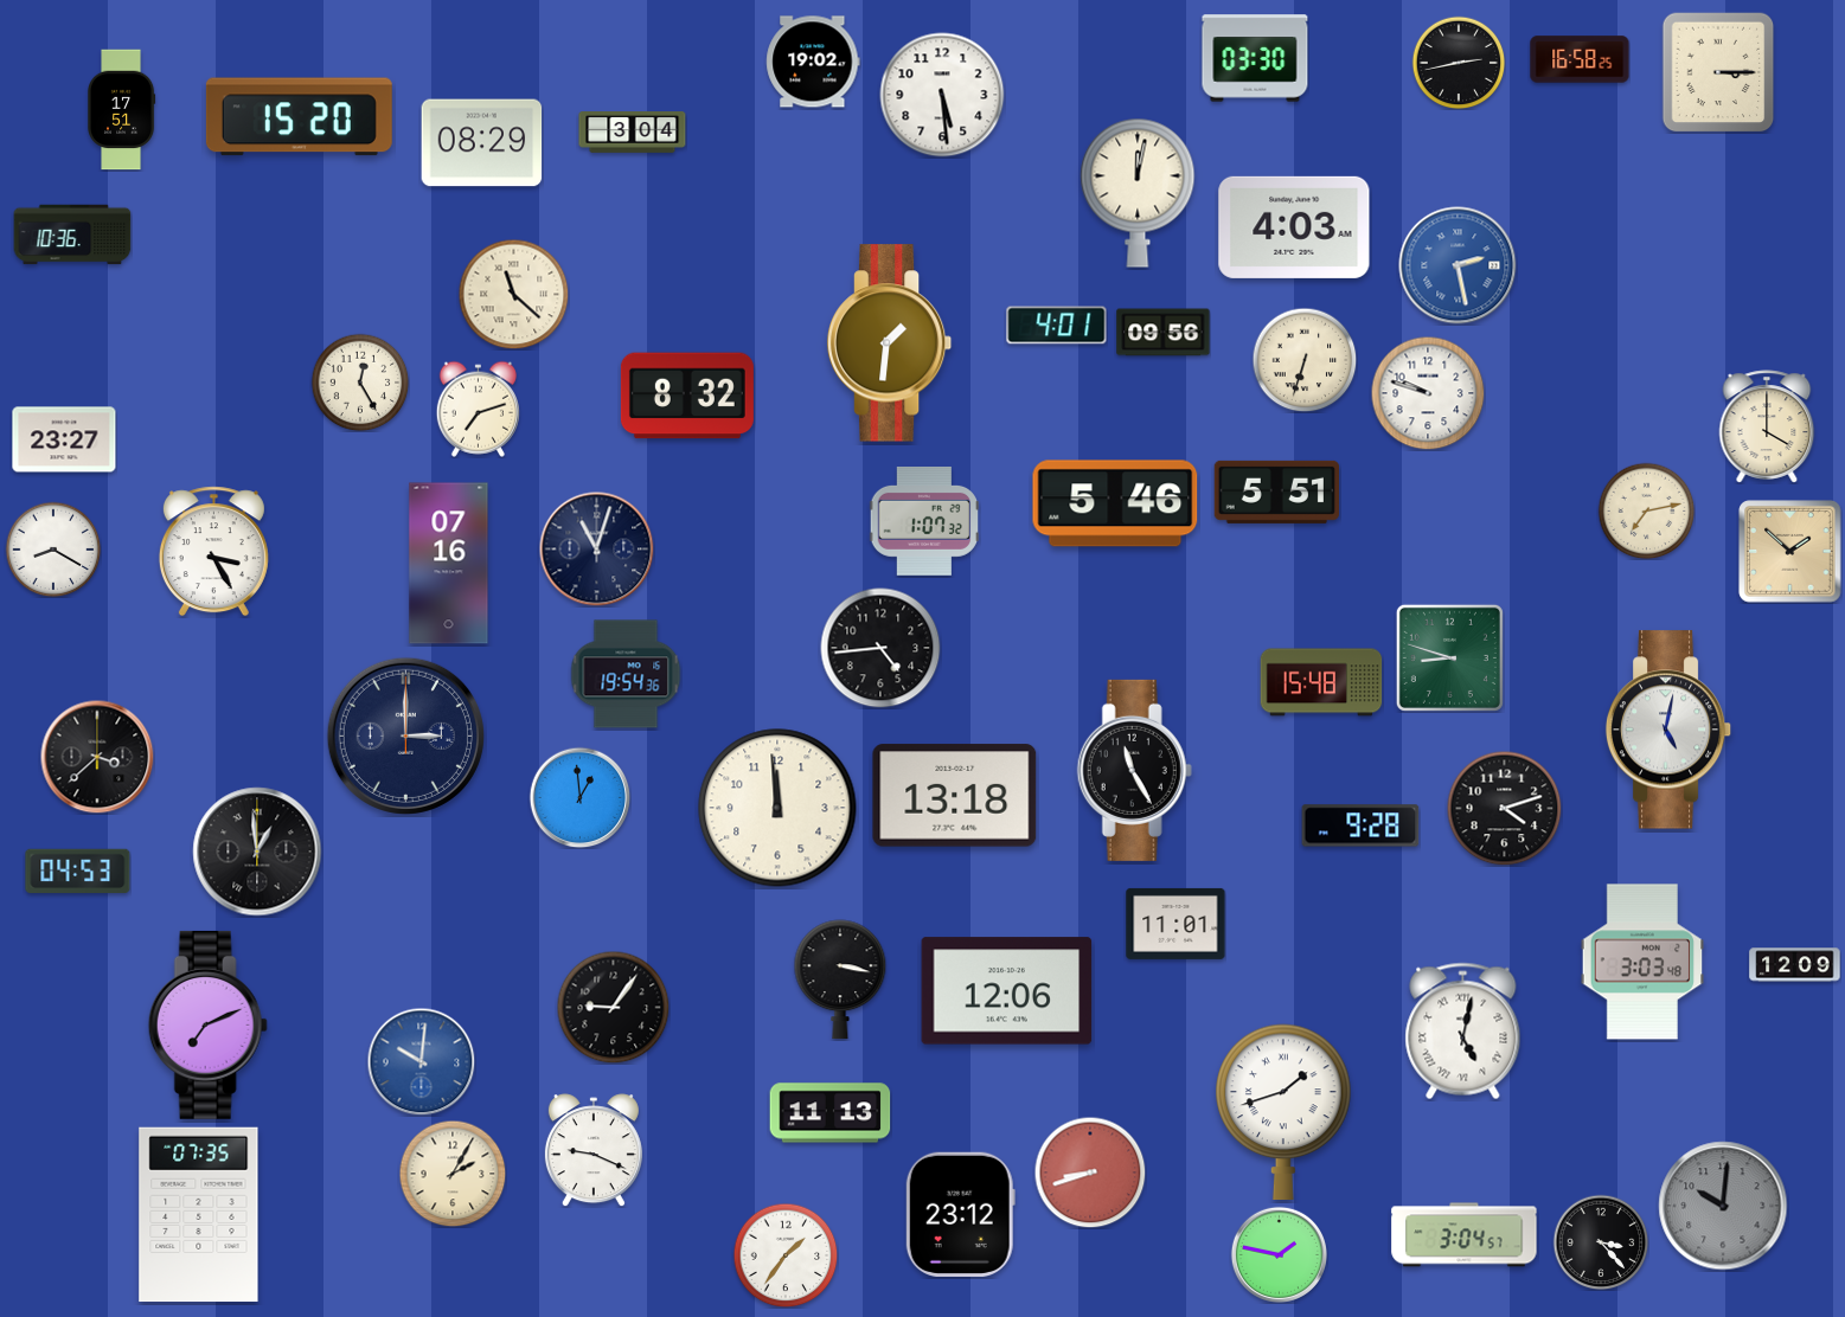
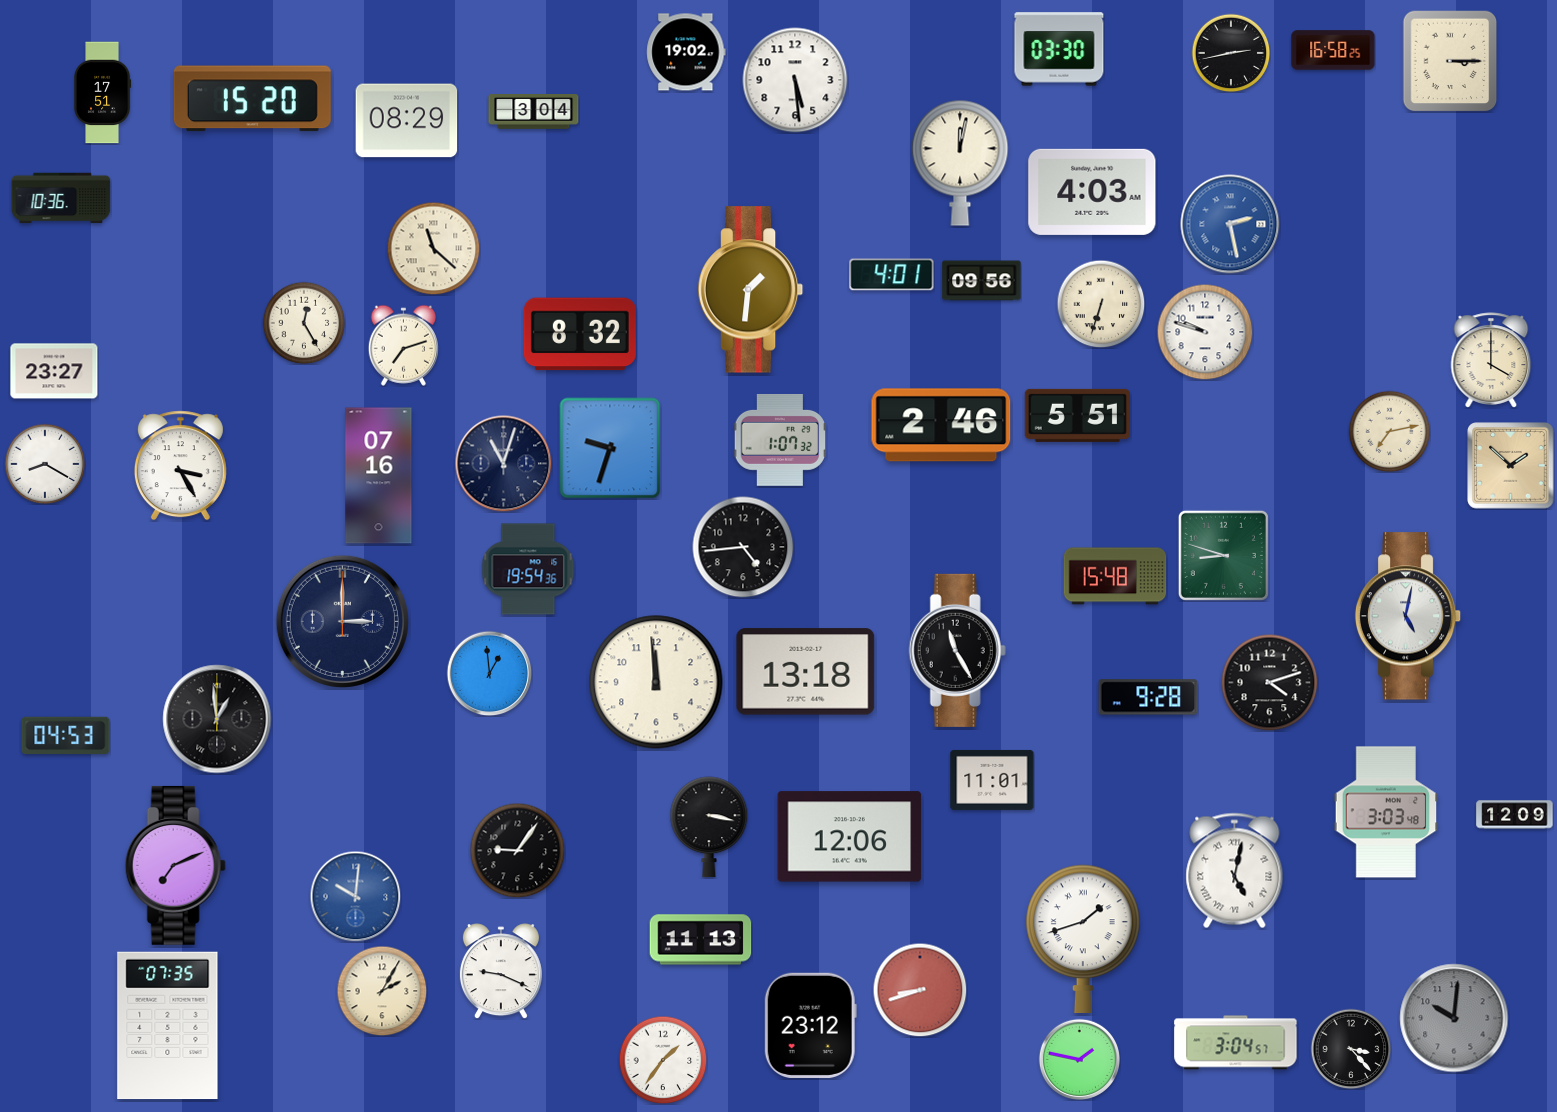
clock at (1115, 503): 5:46 -> 2:46
clock at (610, 448): none -> 9:33
clock at (97, 757): 3:38 -> none
